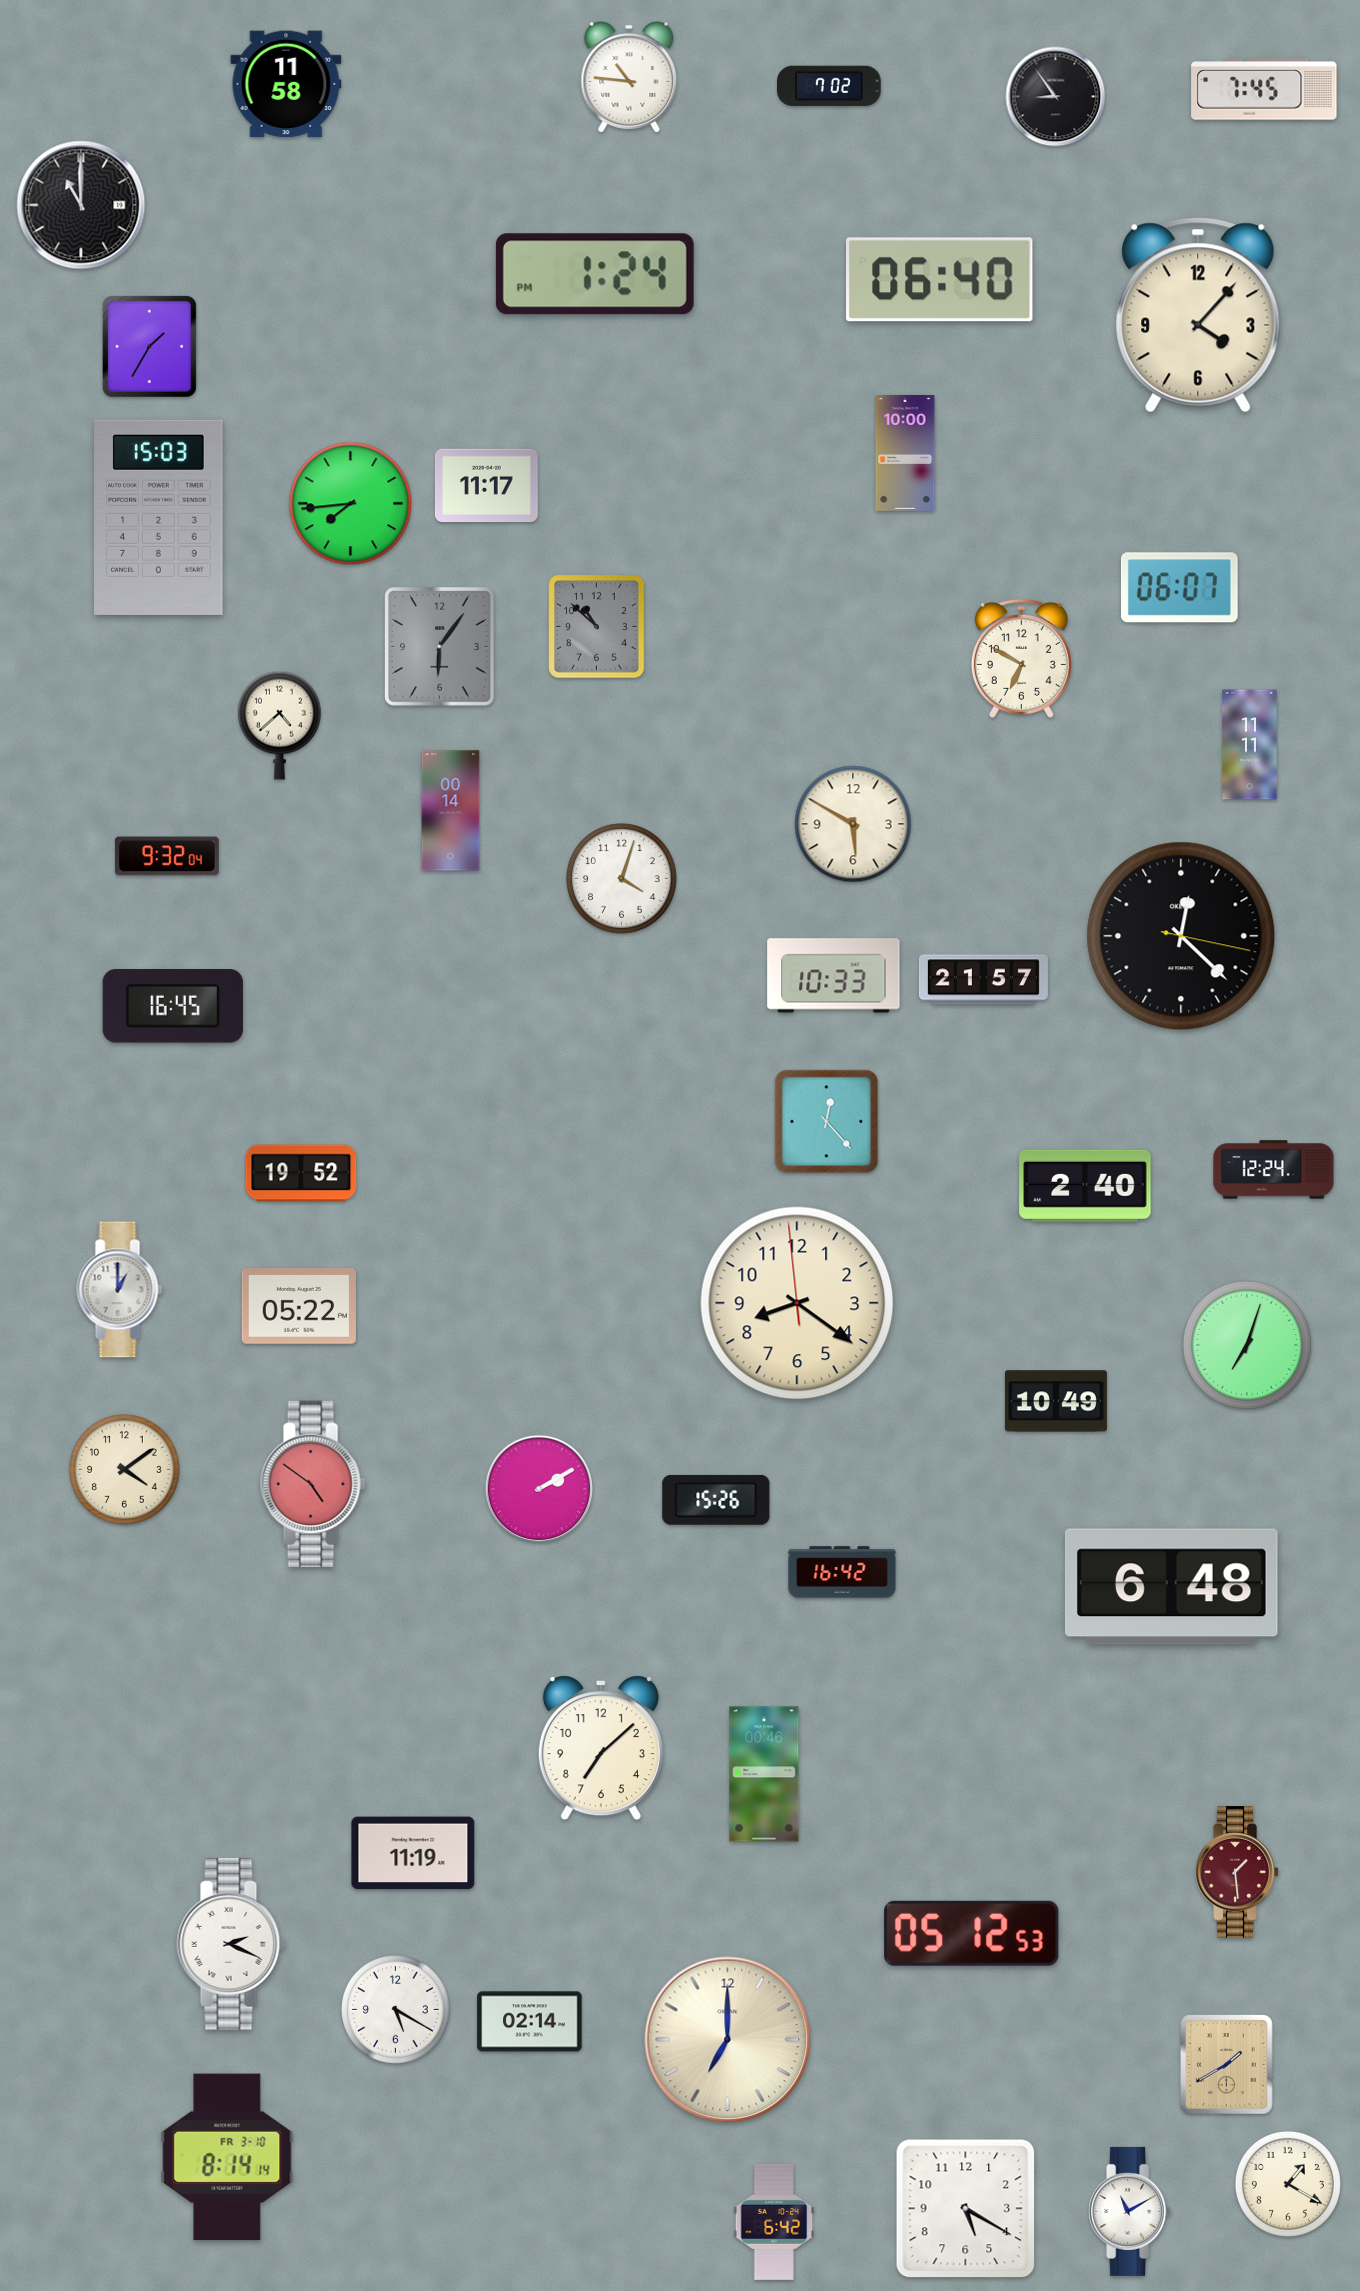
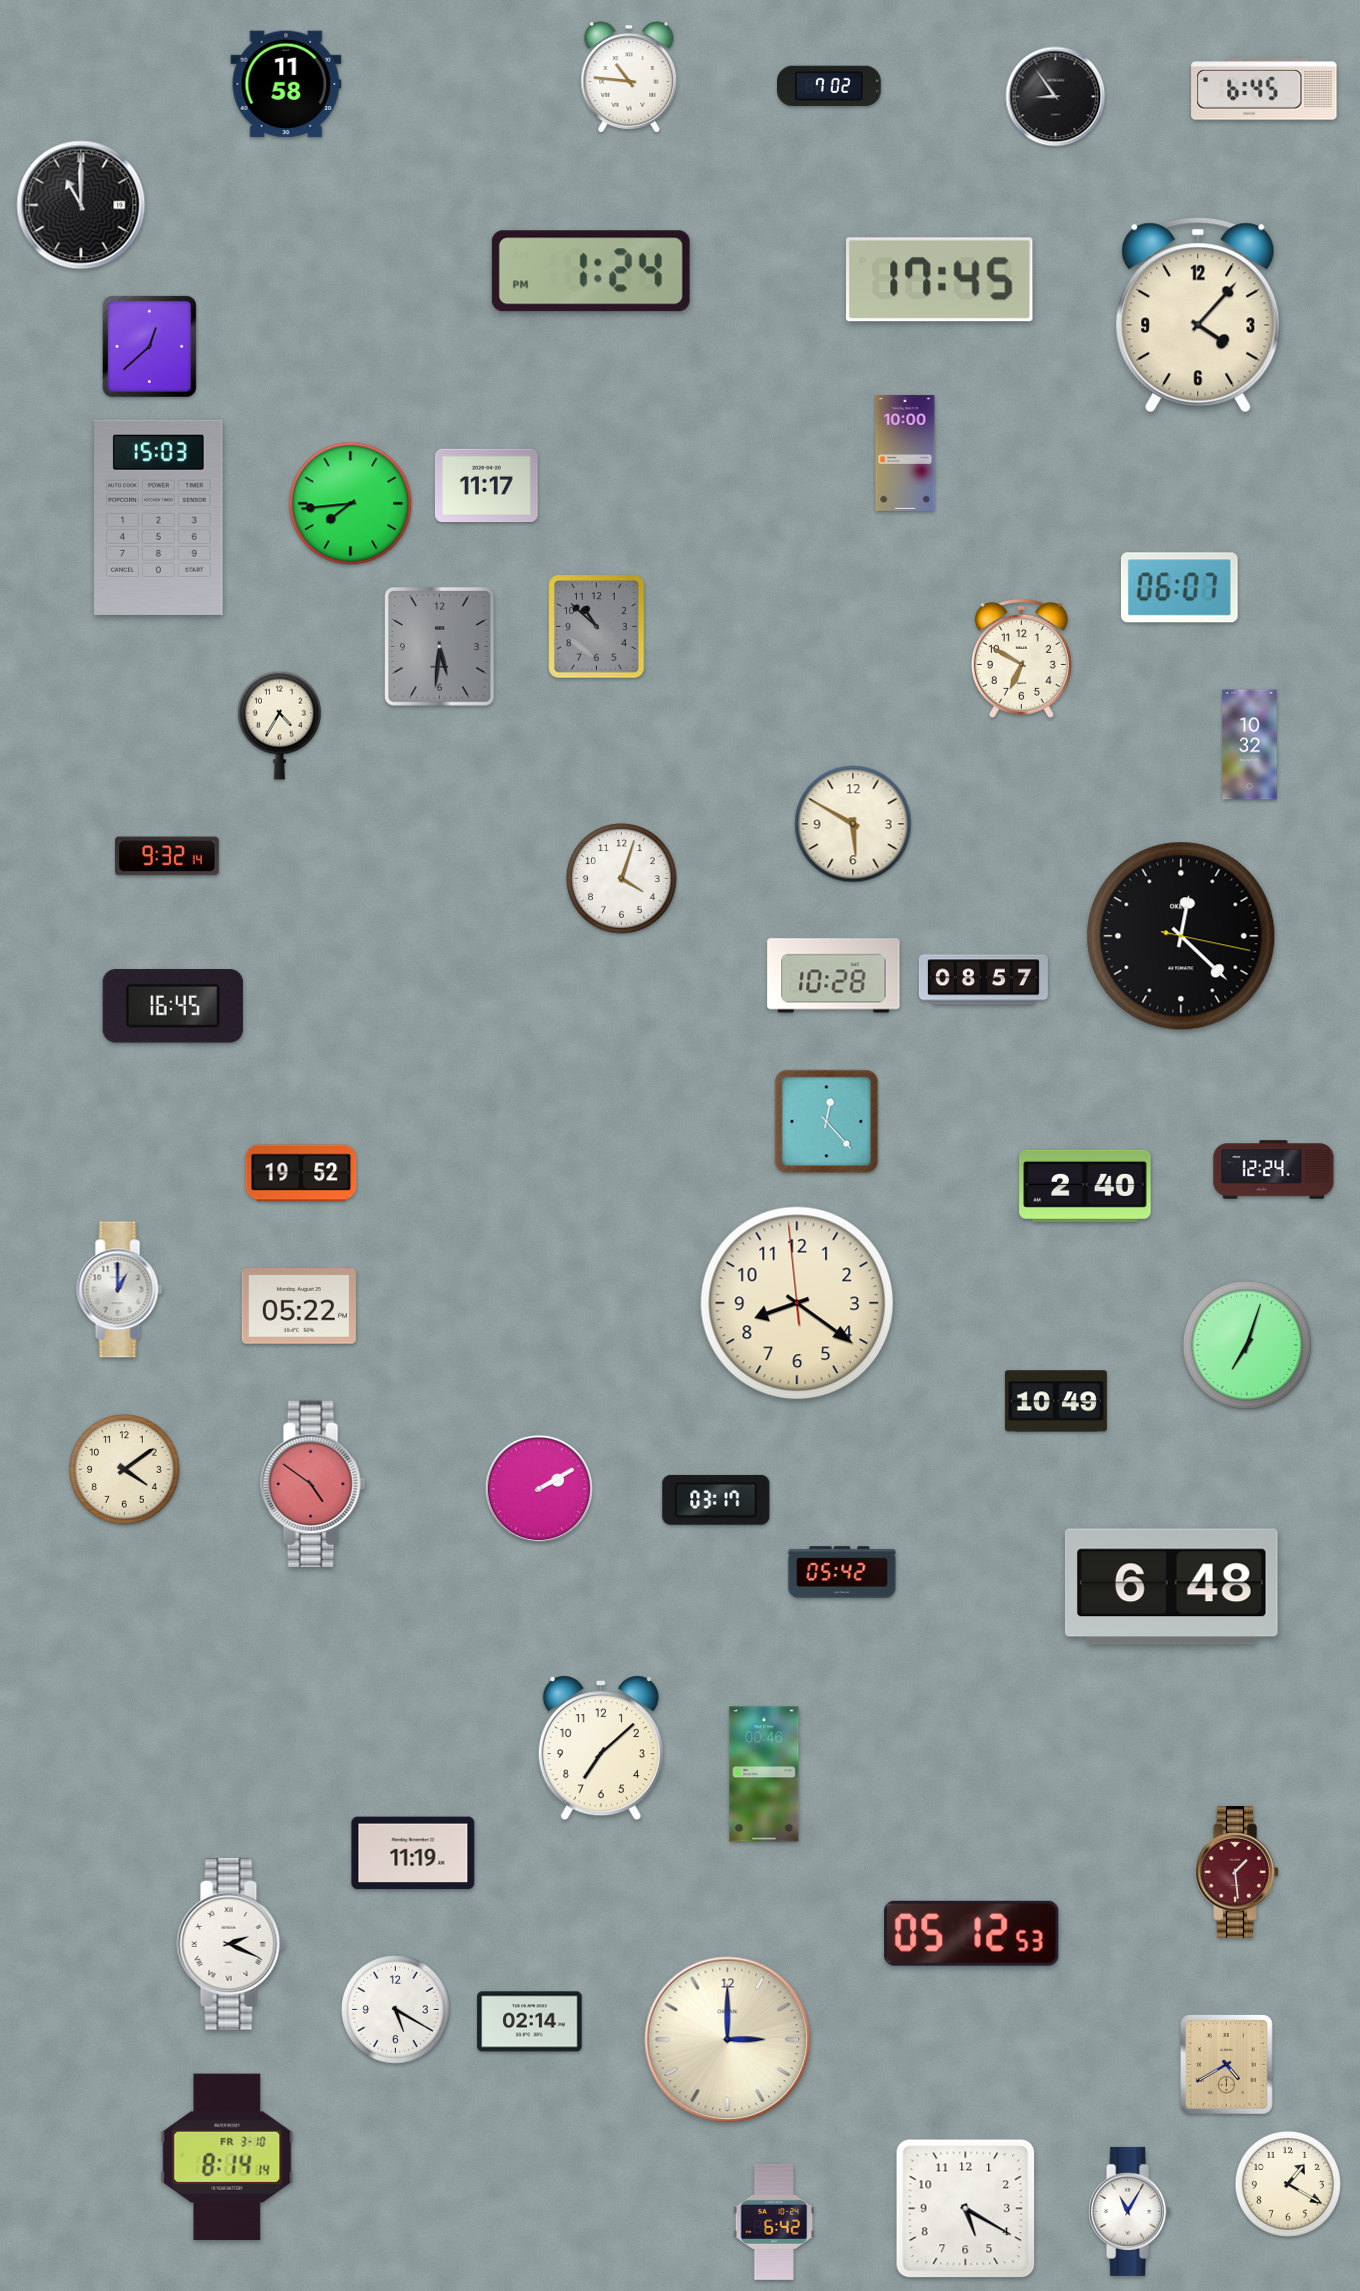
clock at (1264, 89): 7:45 -> 6:45
clock at (595, 274) position: (595, 274) -> (591, 271)
clock at (940, 280): 06:40 -> 17:45
clock at (149, 346): 1:35 -> 12:38
clock at (440, 647): 6:06 -> 5:31
clock at (279, 725): 4:38 -> 4:35
clock at (1250, 745): 11:11 -> 10:32
clock at (451, 811): 00:14 -> none
clock at (167, 856): 9:32:04 -> 9:32:14
clock at (834, 976): 10:33 -> 10:28
clock at (983, 980): 21:57 -> 08:57
clock at (716, 1500): 15:26 -> 03:17
clock at (842, 1572): 16:42 -> 05:42
clock at (728, 2040): 7:00 -> 3:00
clock at (1227, 2065): 1:40 -> 4:40
clock at (1130, 2211): 11:10 -> 11:05
